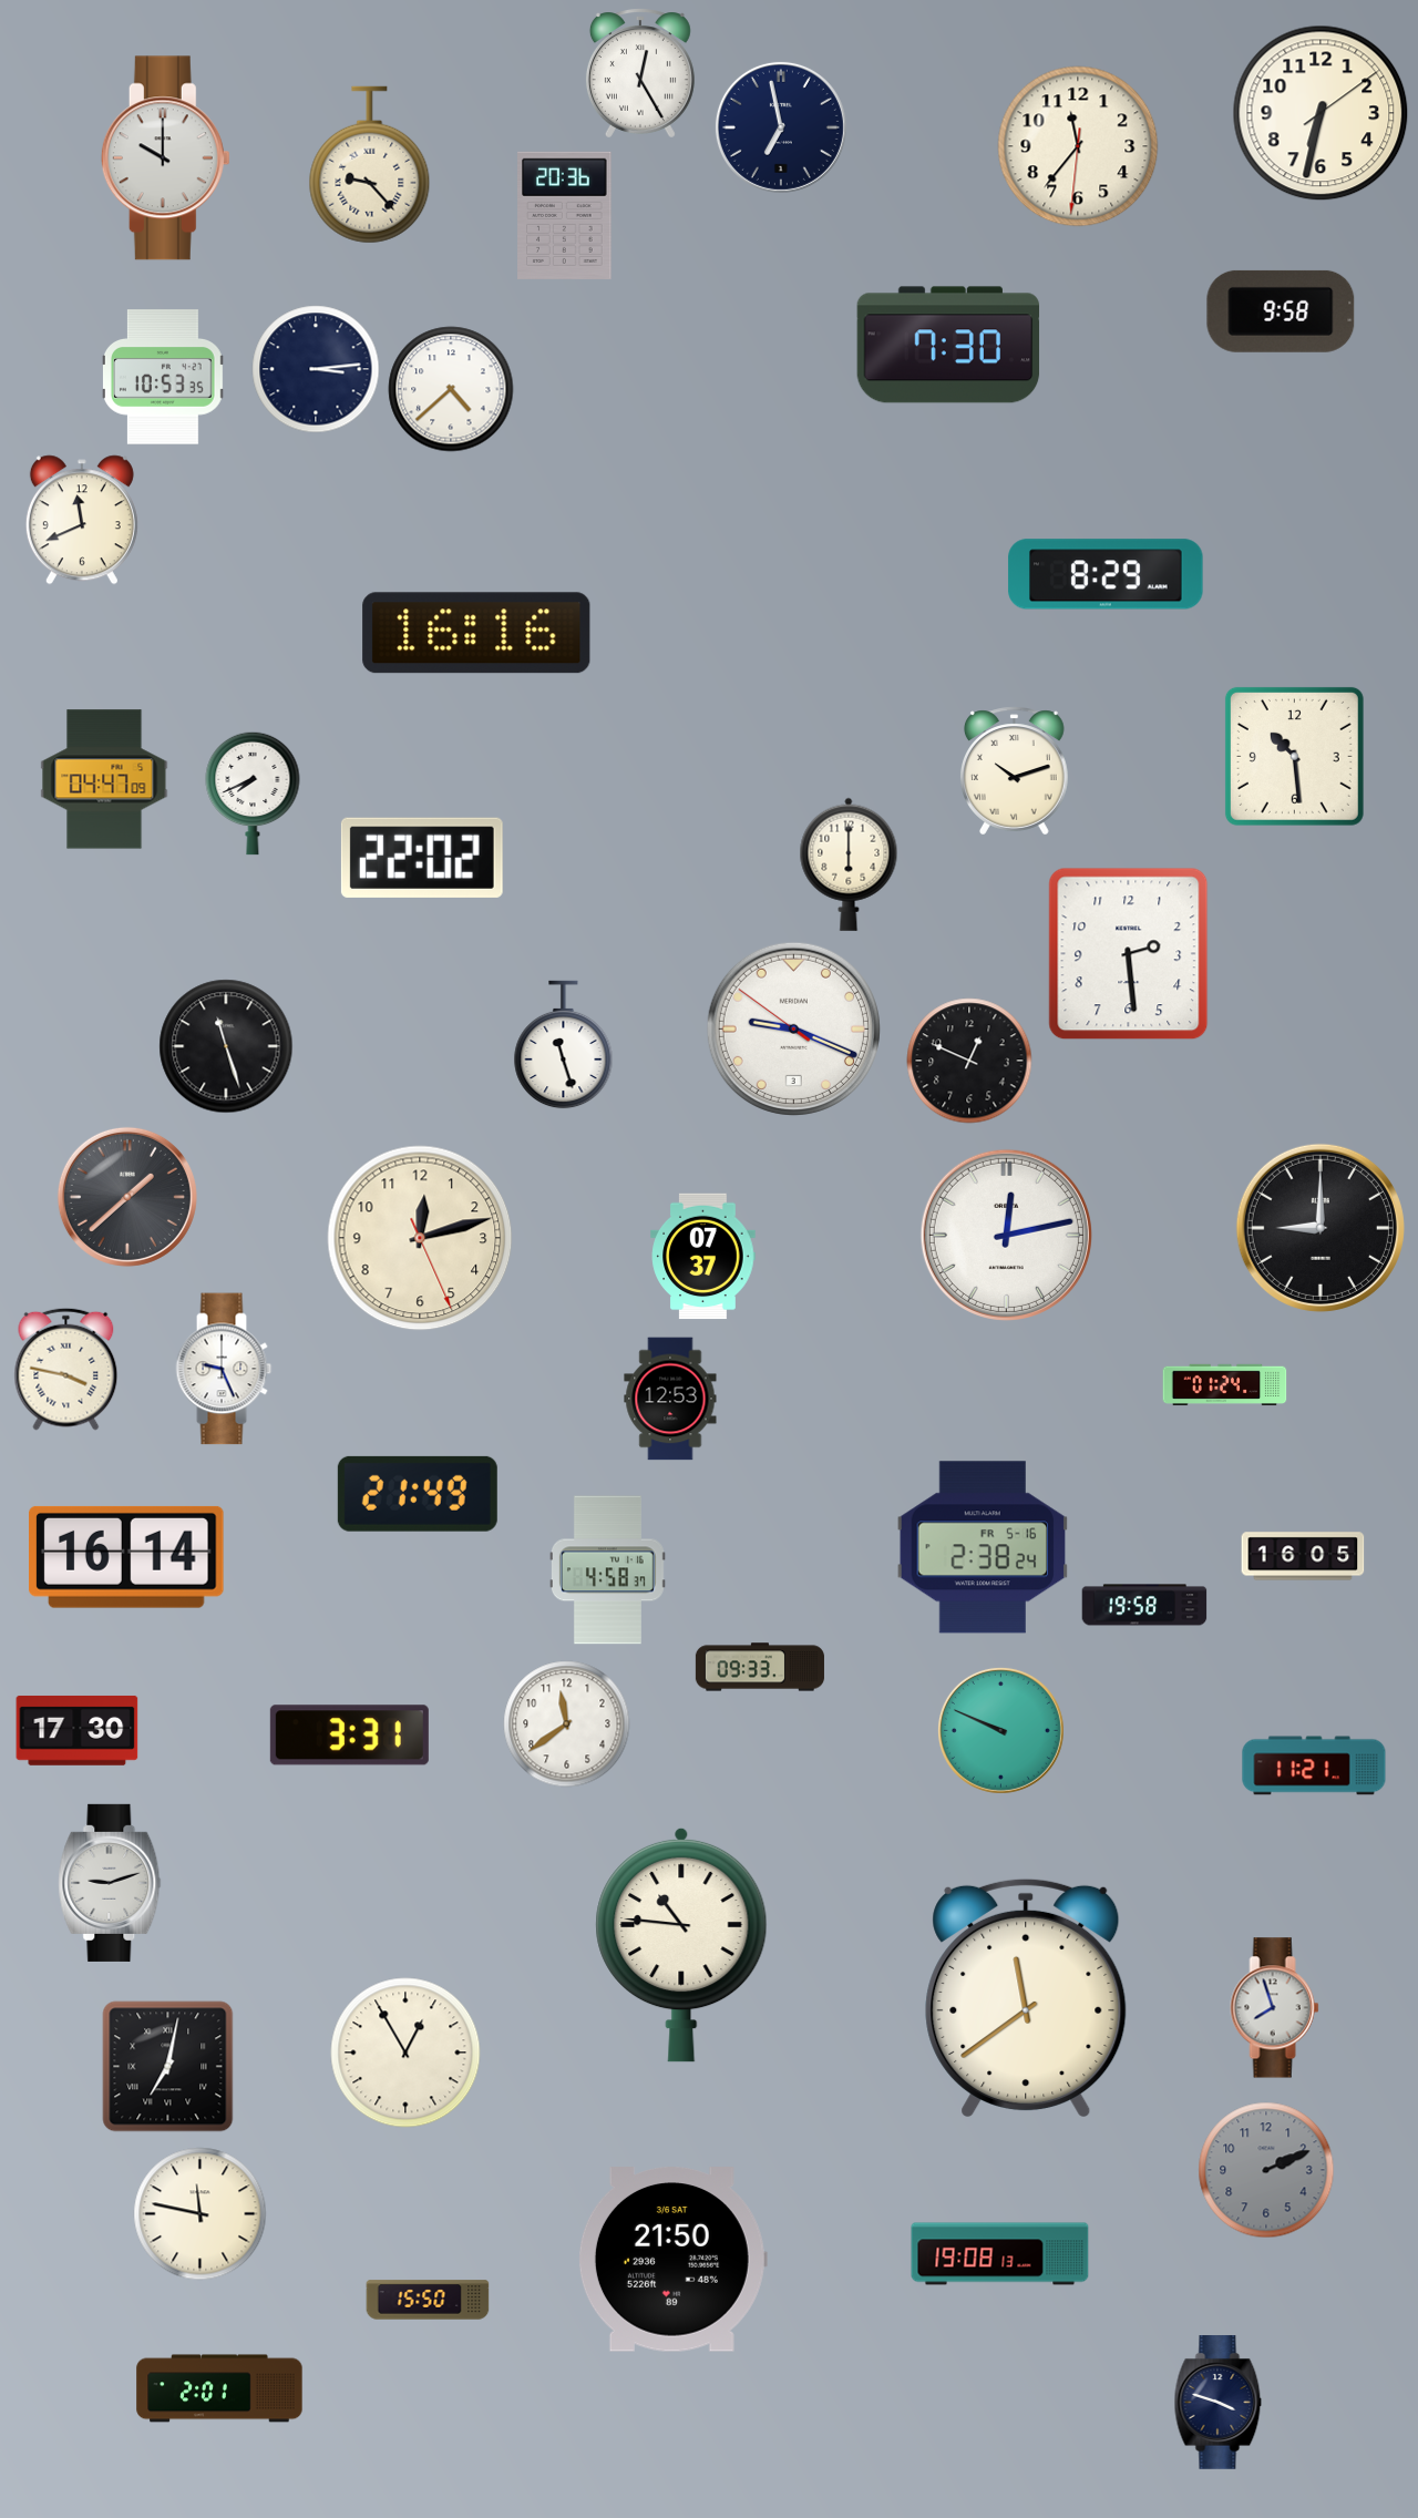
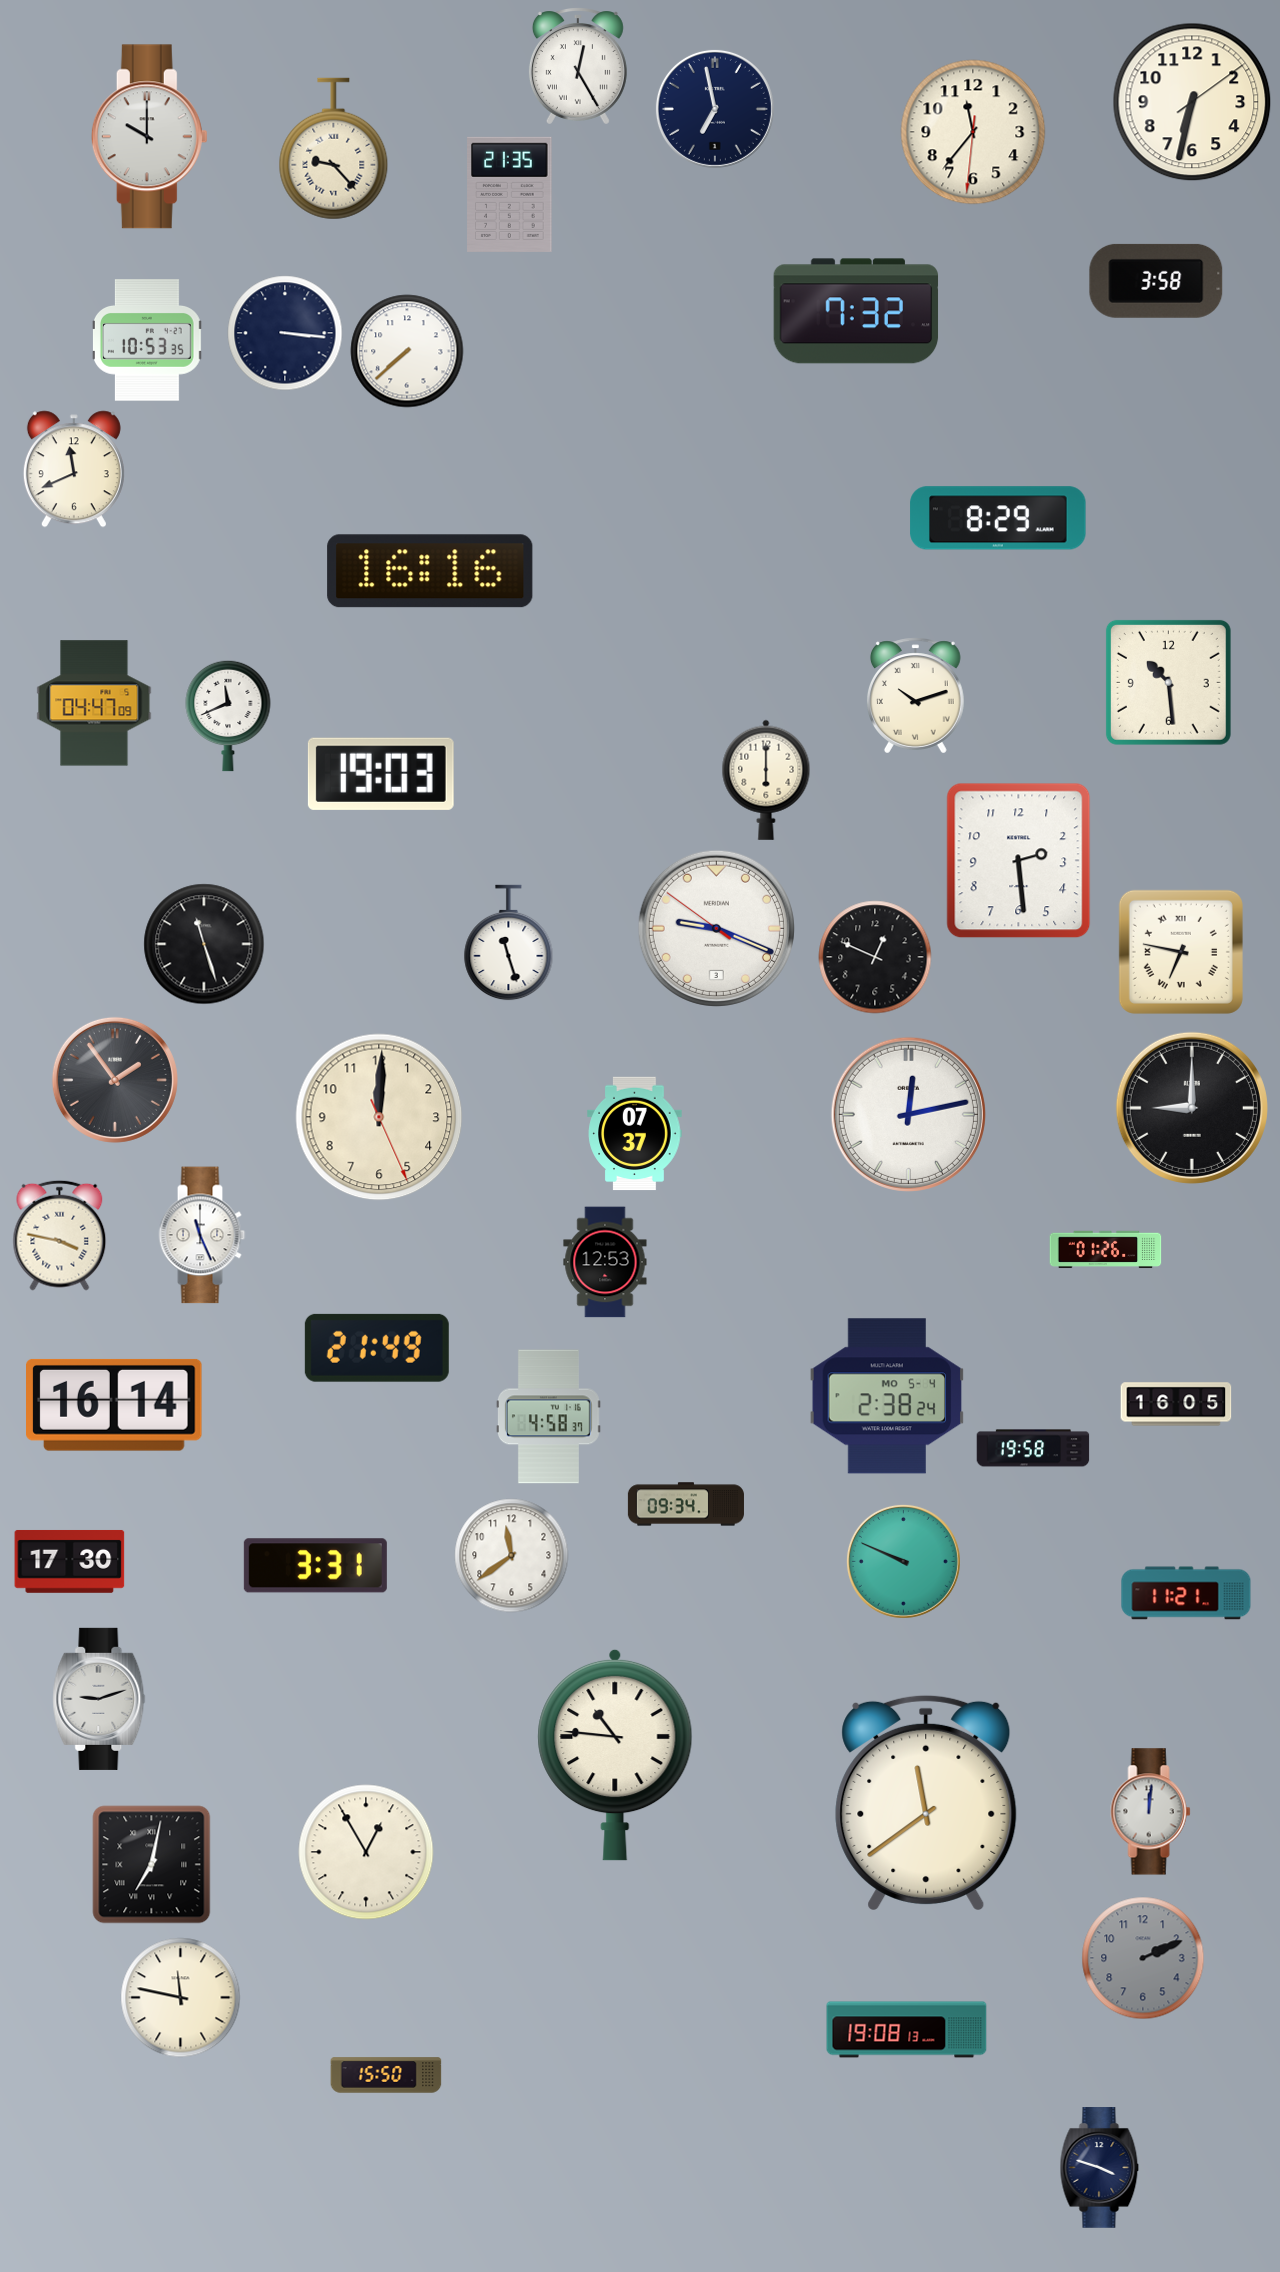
clock at (781, 127) position: (781, 127) -> (715, 109)
clock at (165, 158) position: (165, 158) -> (149, 137)
clock at (565, 215): 20:36 -> 21:35
clock at (1281, 311): 9:58 -> 3:58
clock at (948, 345): 7:30 -> 7:32
clock at (316, 369): 3:14 -> 3:16
clock at (451, 389): 4:38 -> 7:38
clock at (253, 794): 7:41 -> 11:41
clock at (422, 858): 22:02 -> 19:03
clock at (1181, 952): none -> 6:47
clock at (127, 1197): 1:38 -> 1:54
clock at (420, 1238): 12:12 -> 12:00
clock at (224, 1369): 9:26 -> 11:26
clock at (1225, 1385): 01:24 -> 01:26
clock at (982, 1547) date: FR 5-16 -> MO 5-4
clock at (760, 1667): 09:33 -> 09:34
clock at (1275, 2008): 7:57 -> 12:01
clock at (1000, 2254) position: (1000, 2254) -> (907, 2030)
clock at (672, 2260): 21:50 -> none
clock at (219, 2388): 2:01 -> none
